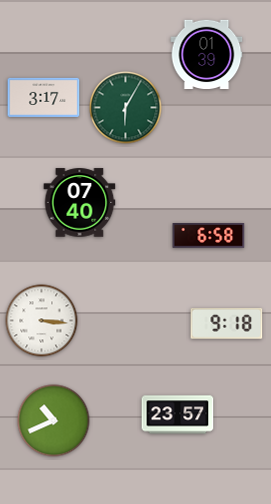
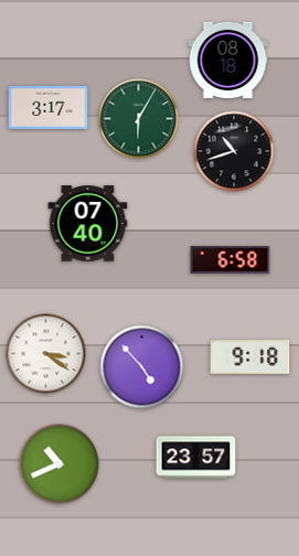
clock at (207, 55): 01:39 -> 08:18
clock at (234, 151): none -> 10:42
clock at (42, 321): 3:16 -> 3:21
clock at (142, 367): none -> 4:53
